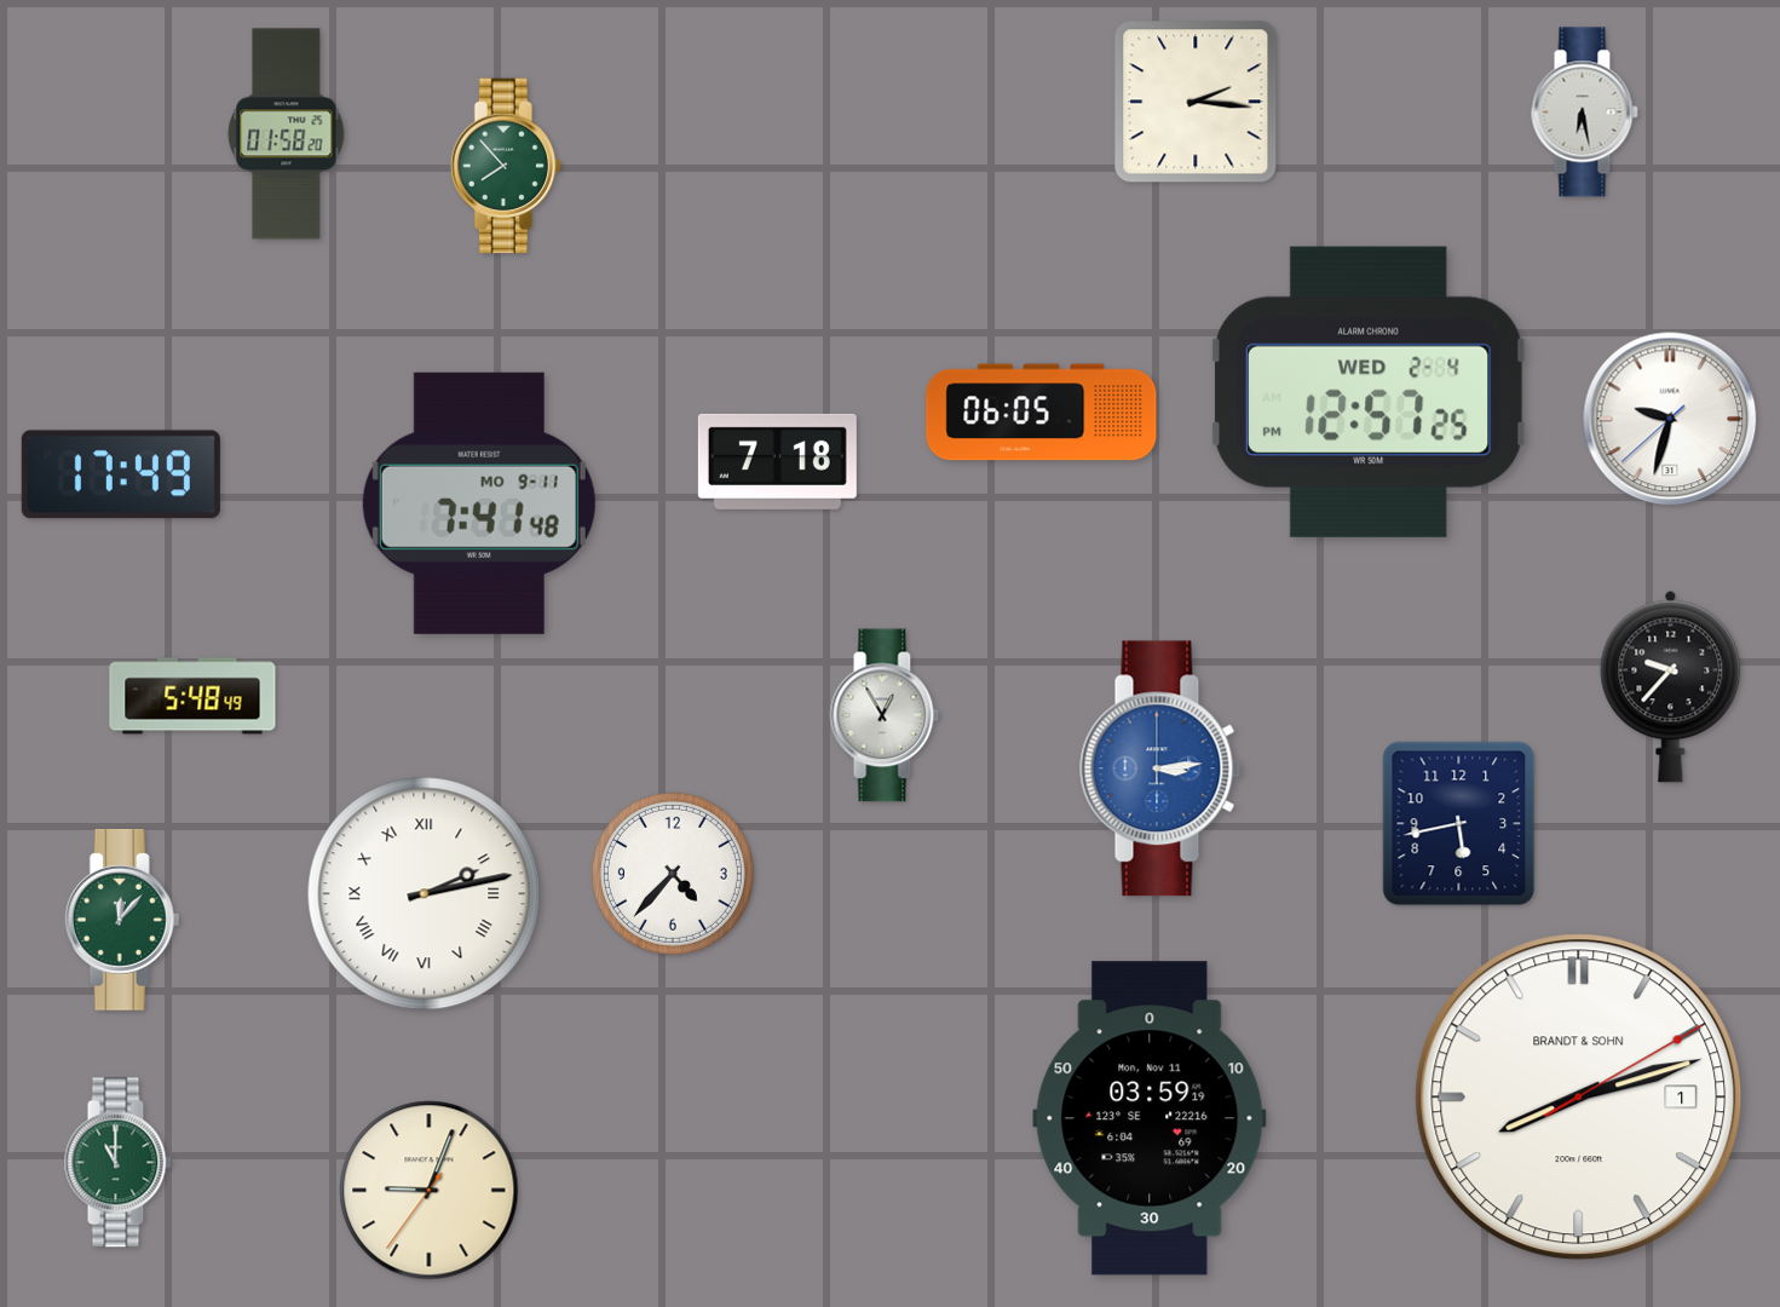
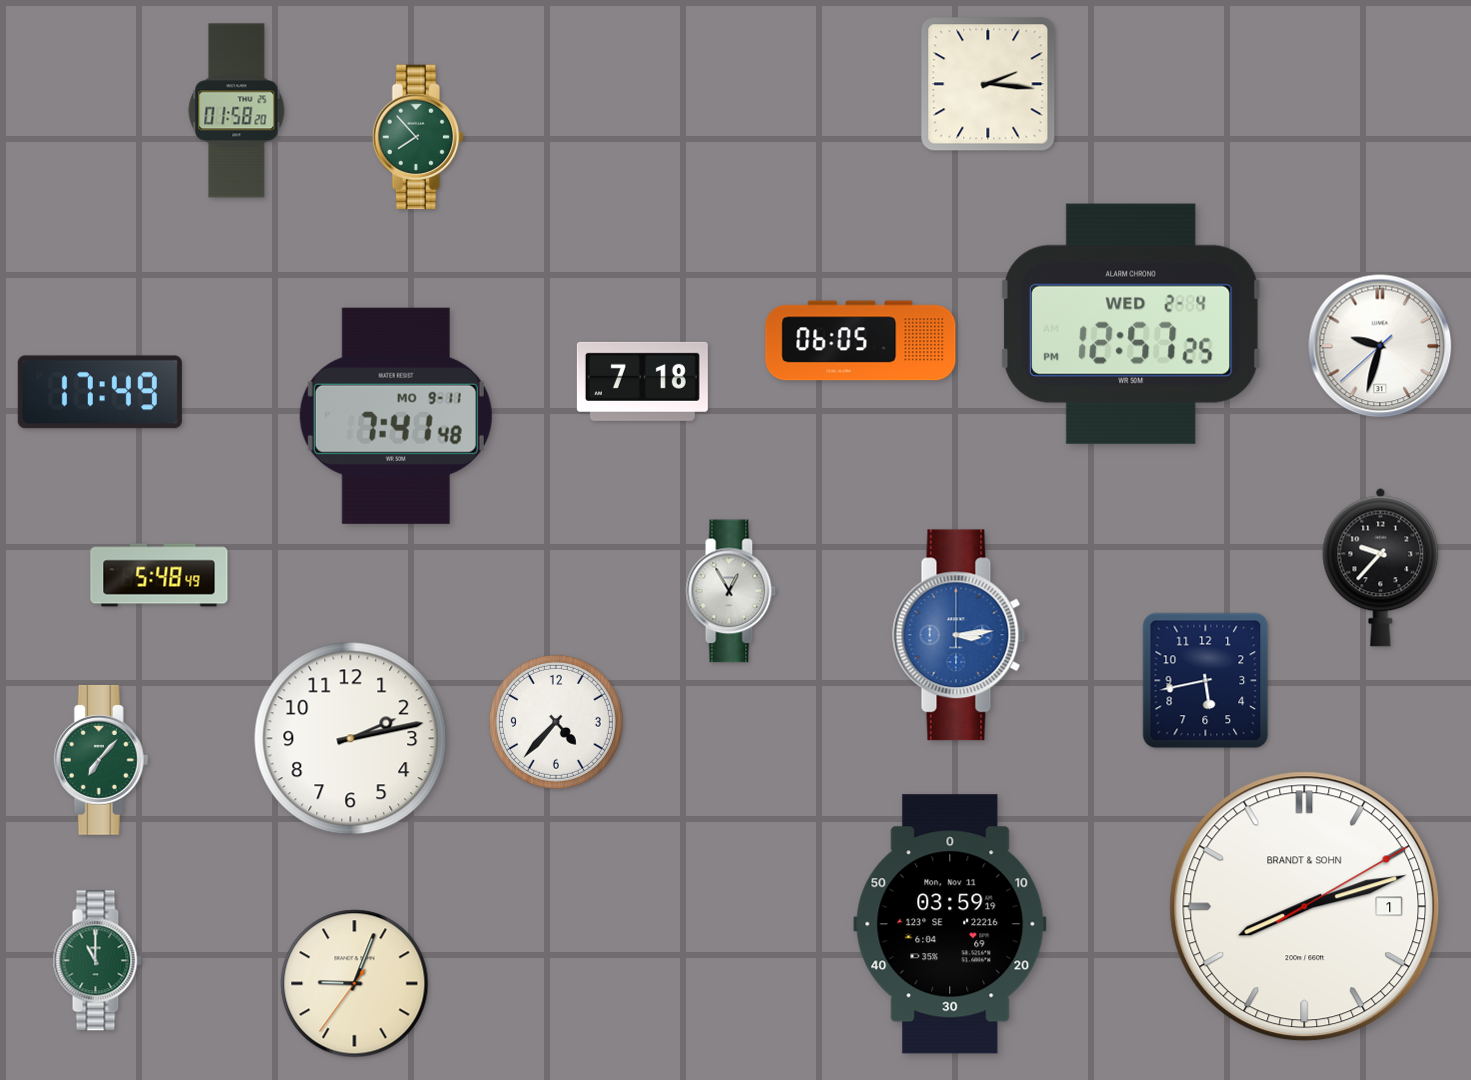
clock at (1584, 113): 6:28 -> none
clock at (425, 894) numerals: Roman -> Arabic
clock at (122, 920): 12:07 -> 7:07
